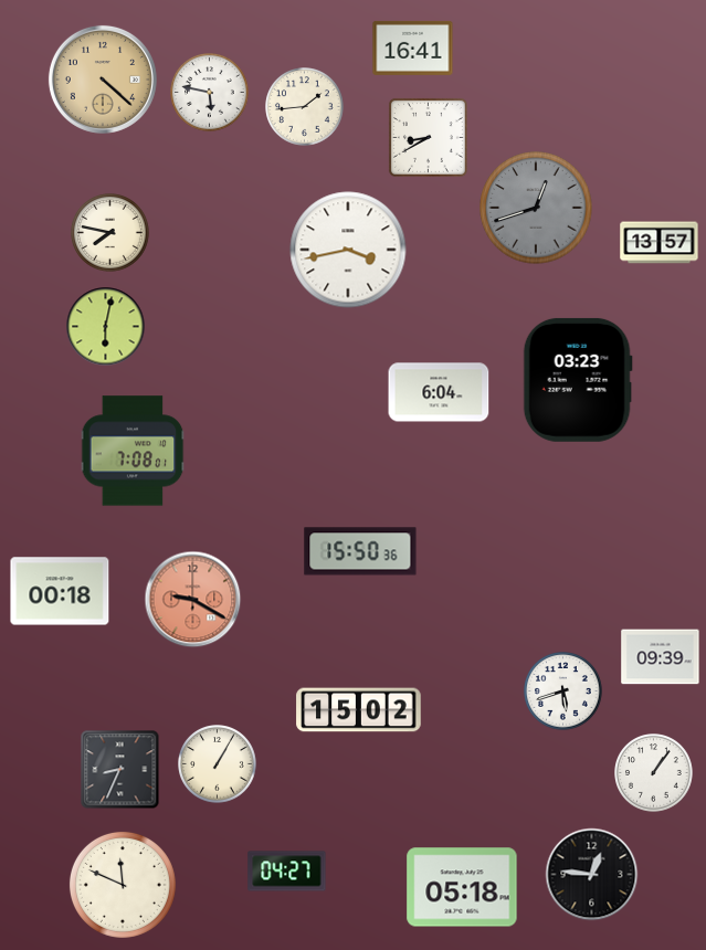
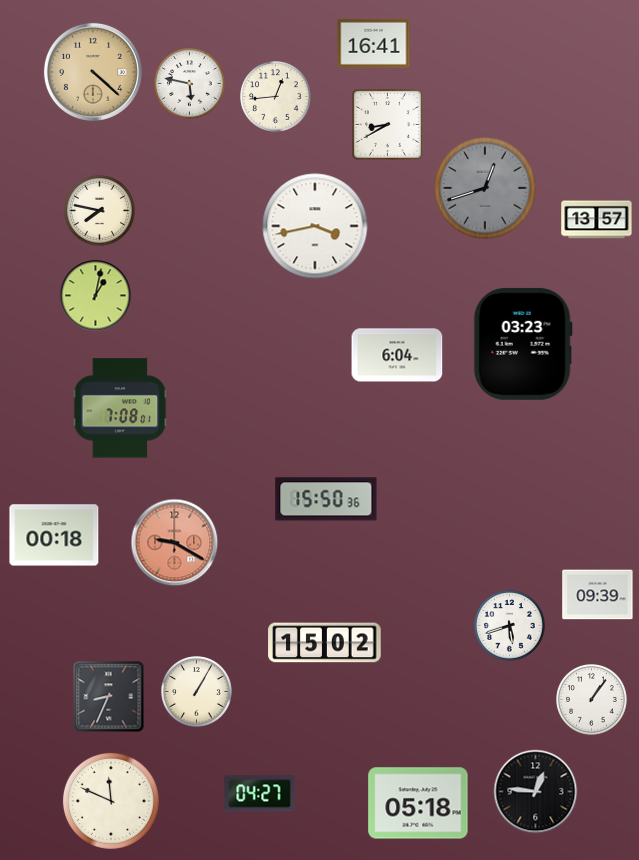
clock at (305, 107): 1:44 -> 12:44
clock at (106, 327): 6:02 -> 1:02
clock at (287, 872) position: (287, 872) -> (260, 794)
